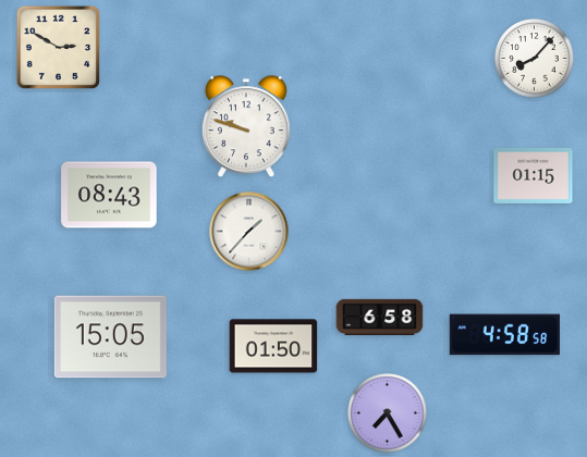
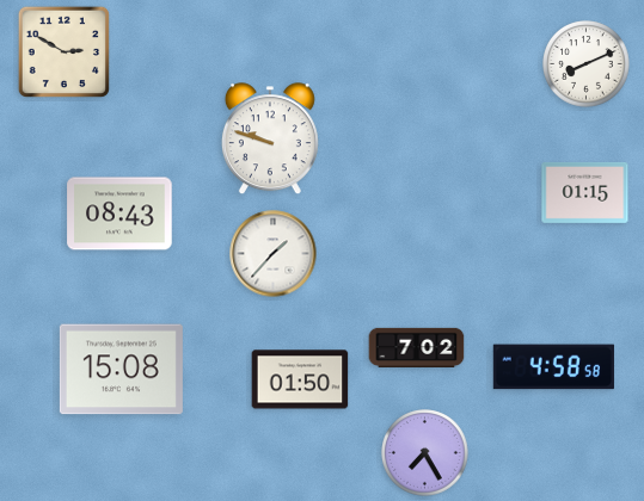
clock at (535, 59): 8:07 -> 8:11
clock at (380, 317): 6:58 -> 7:02
clock at (110, 337): 15:05 -> 15:08
